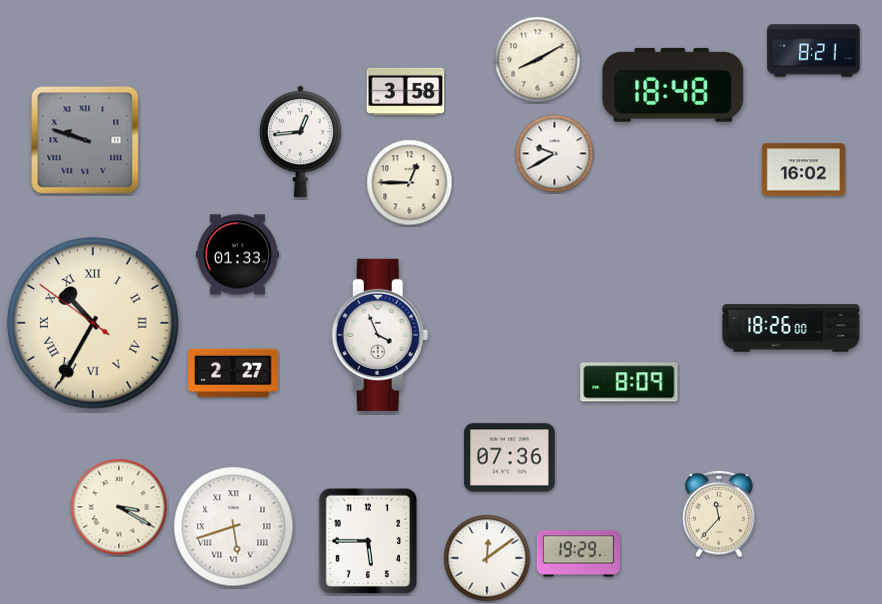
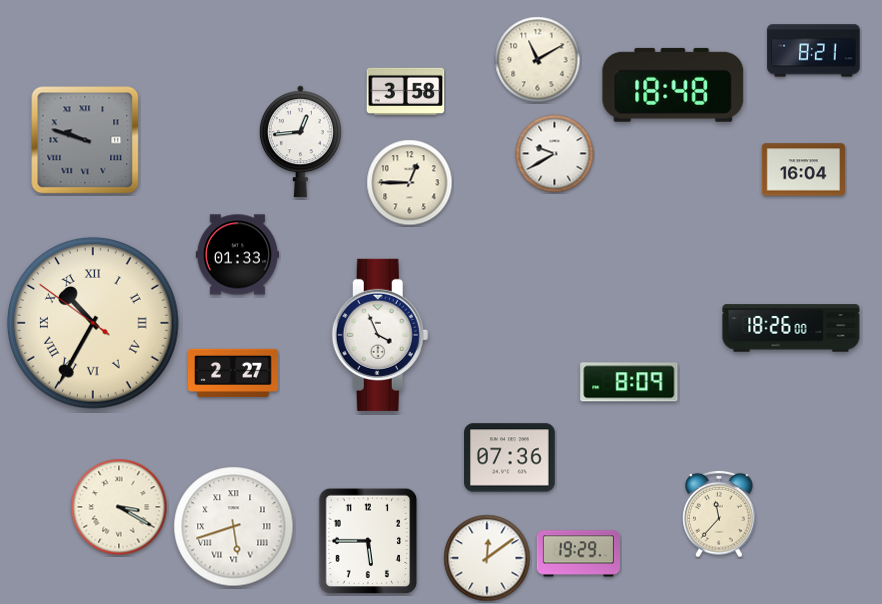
clock at (538, 60): 8:10 -> 11:10
clock at (803, 170): 16:02 -> 16:04
